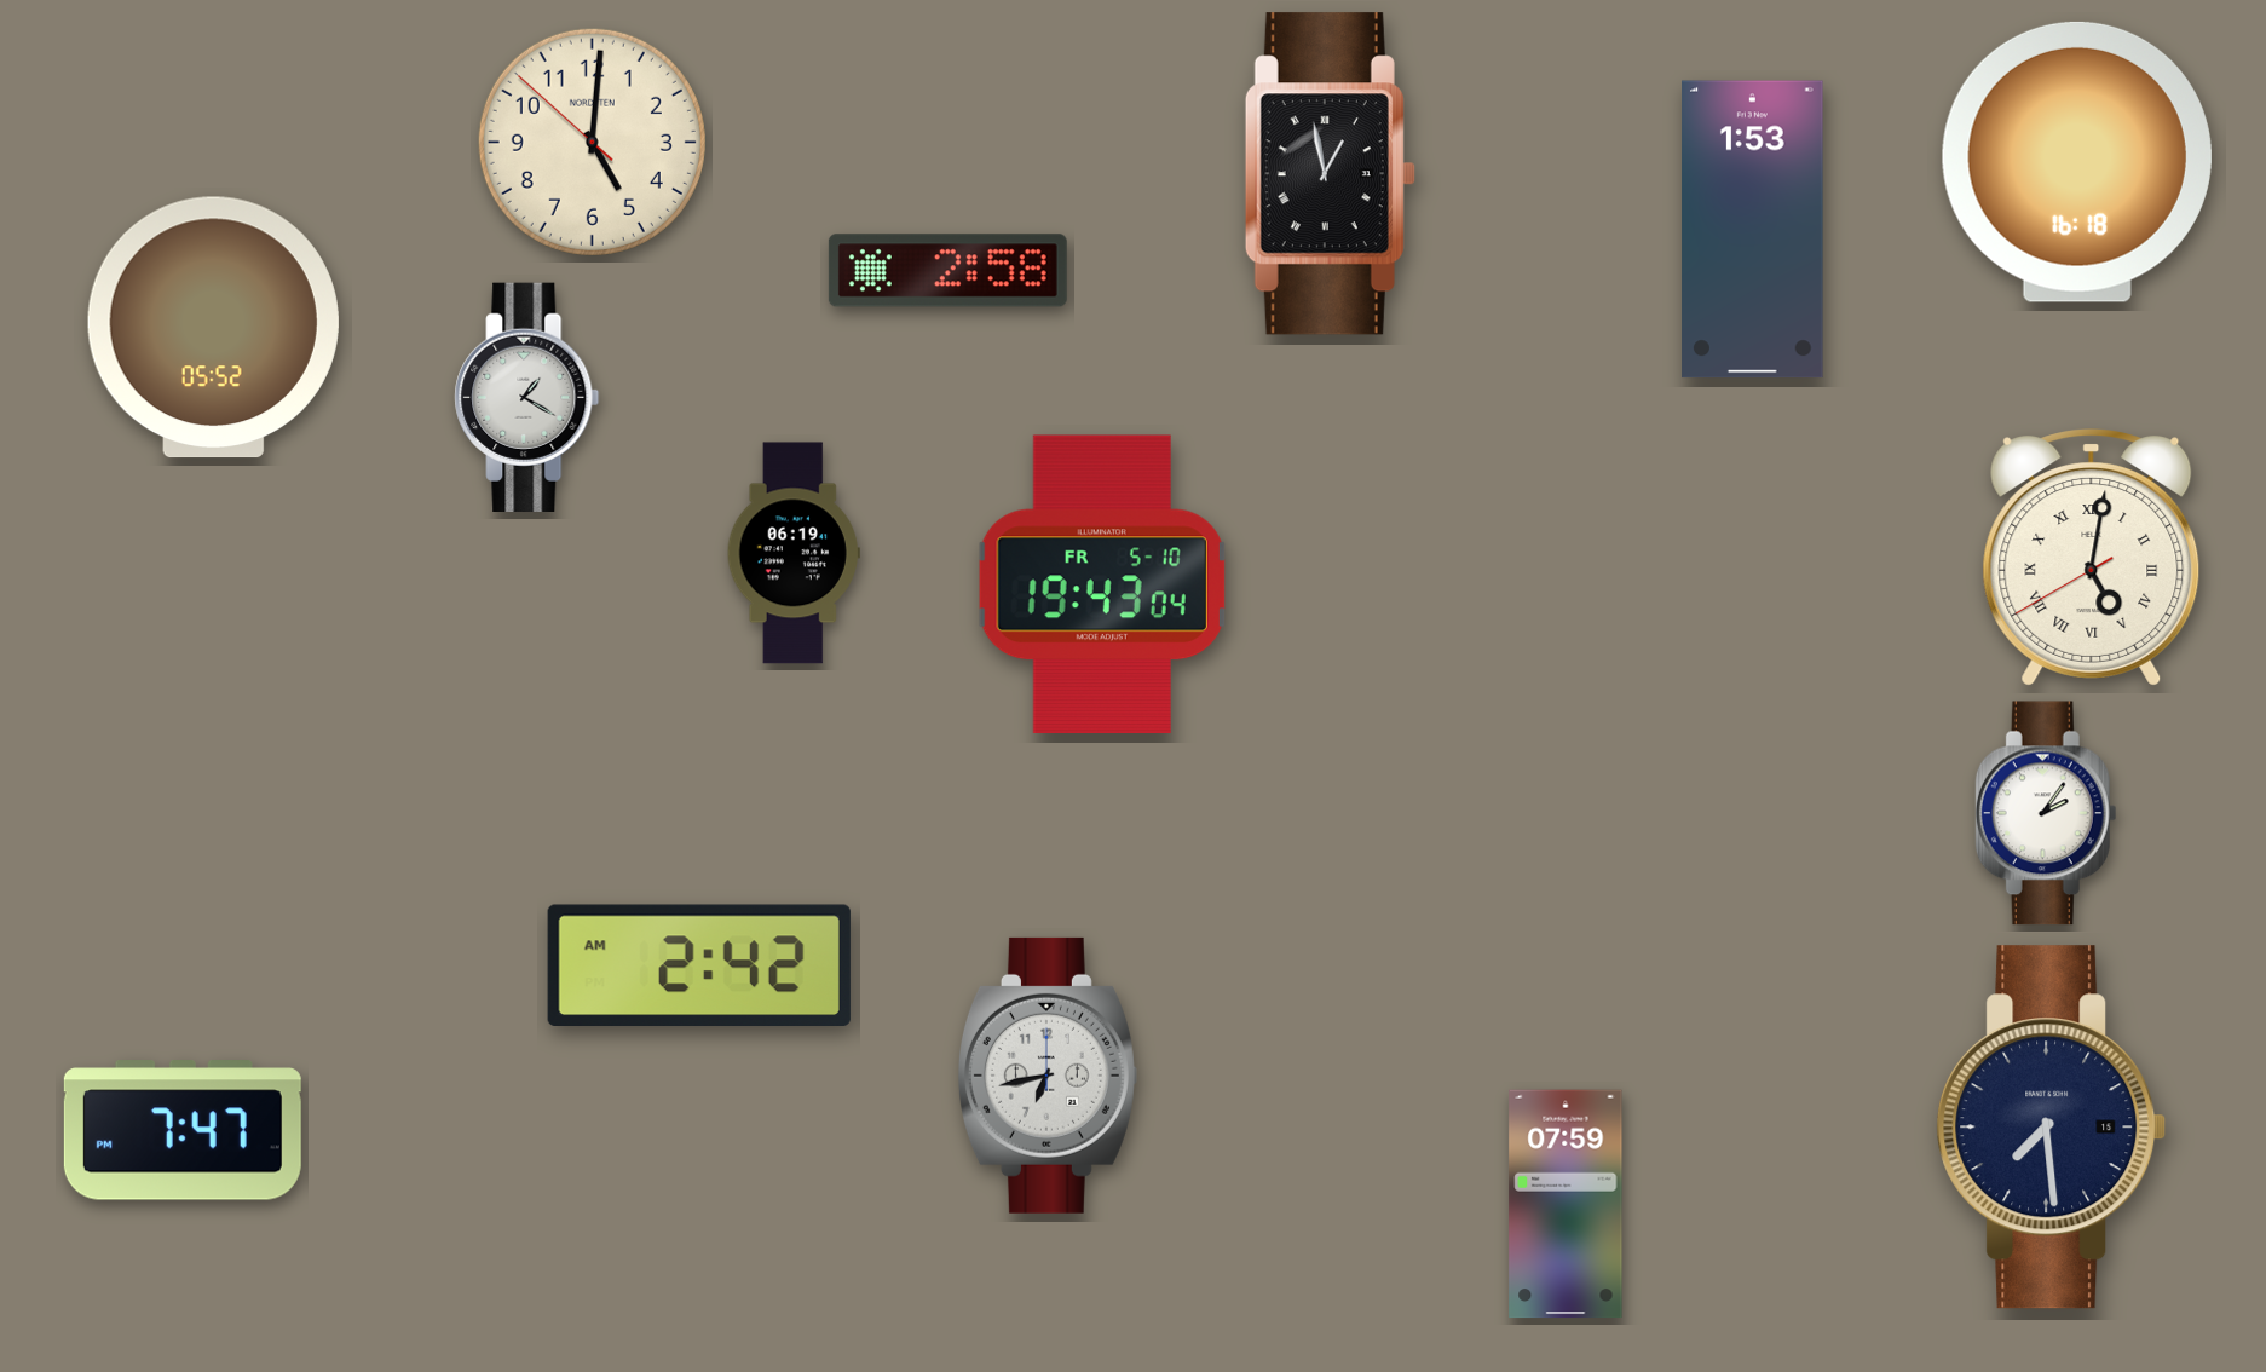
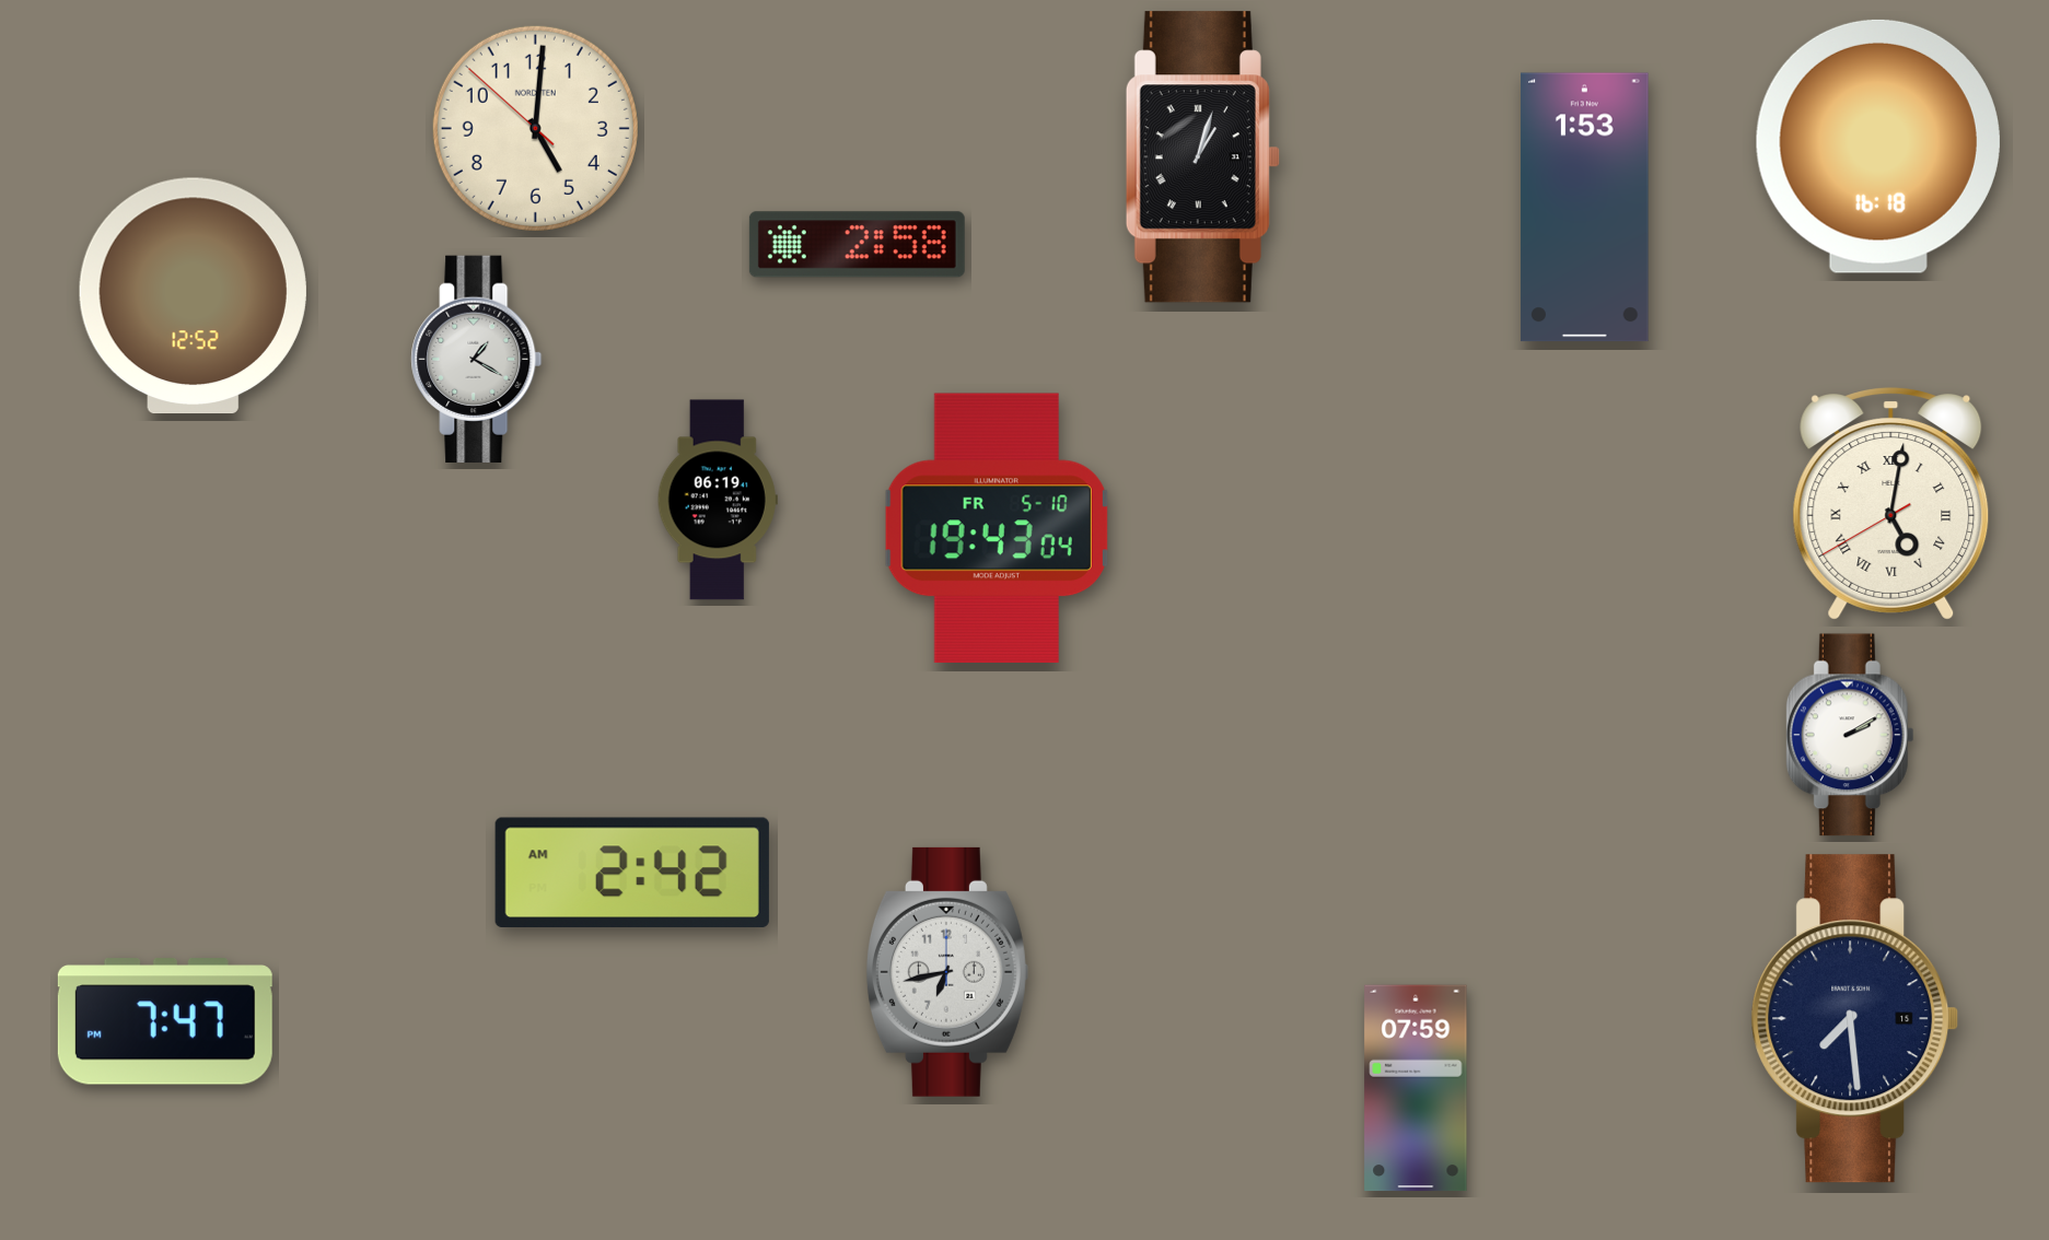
clock at (1330, 174): 12:58 -> 1:03
clock at (213, 327): 05:52 -> 12:52
clock at (2046, 813): 2:06 -> 2:10
